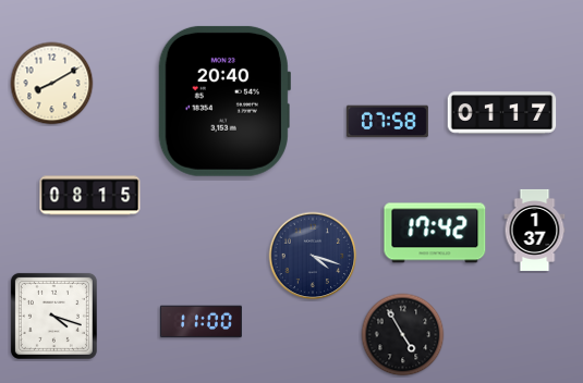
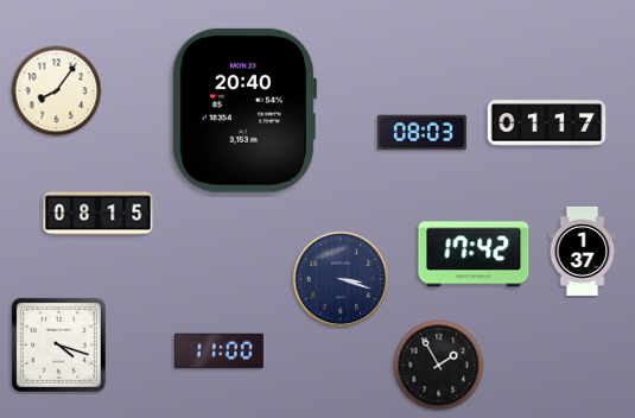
clock at (52, 84): 8:10 -> 8:06
clock at (387, 122): 07:58 -> 08:03
clock at (313, 256): 4:18 -> 3:18
clock at (403, 335): 4:55 -> 1:55
